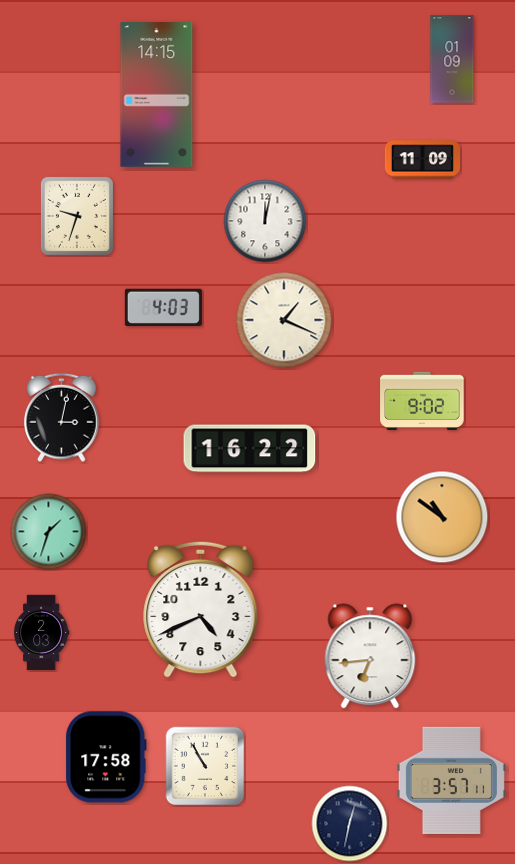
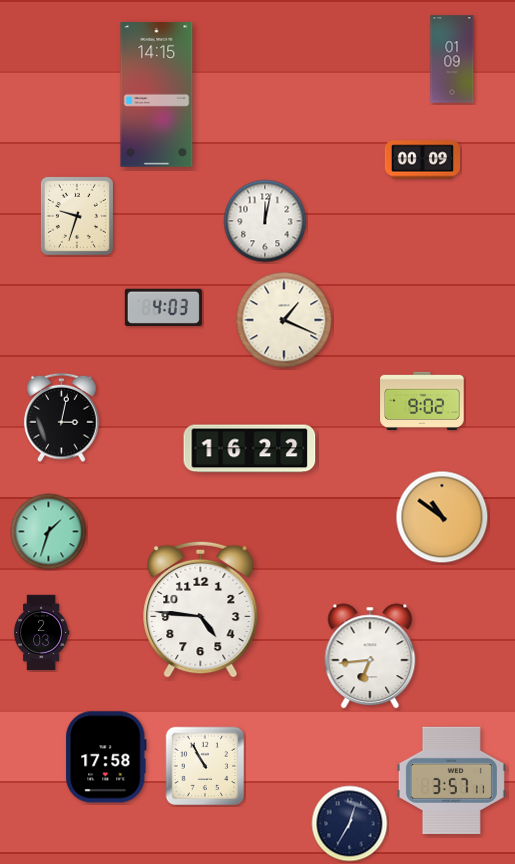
clock at (423, 160): 11:09 -> 00:09
clock at (201, 609): 4:41 -> 4:46
clock at (350, 824): 12:32 -> 12:35
